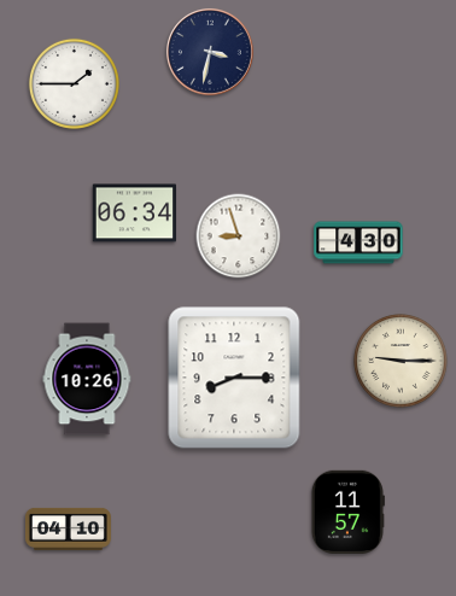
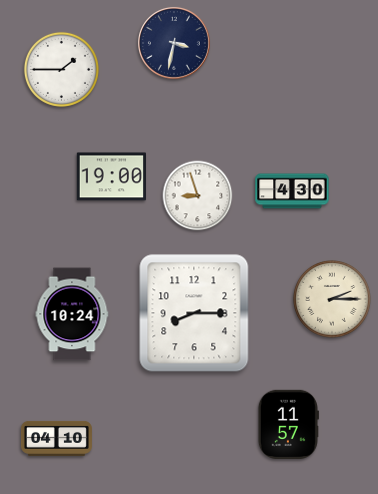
clock at (135, 214): 06:34 -> 19:00
clock at (358, 243) position: (358, 243) -> (292, 191)
clock at (401, 361): 9:15 -> 2:15
clock at (87, 379): 10:26 -> 10:24
